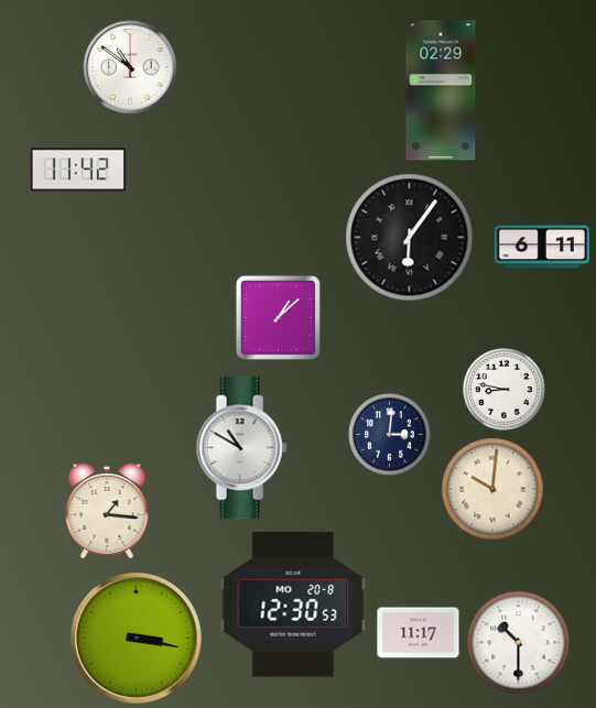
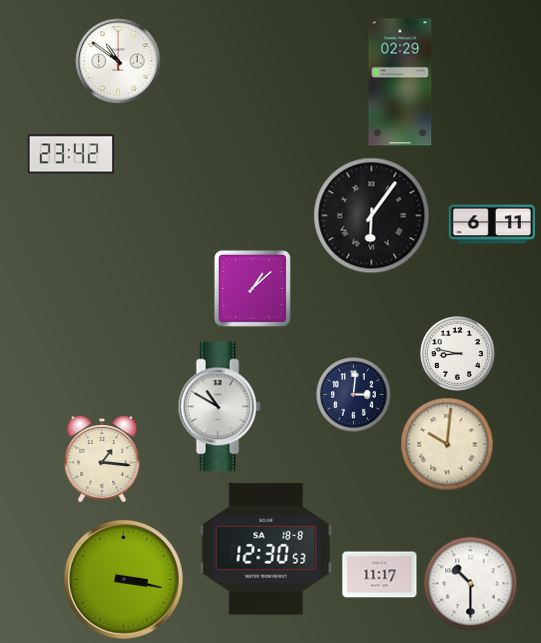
clock at (77, 170): 11:42 -> 23:42
clock at (107, 512) position: (107, 512) -> (102, 460)
clock at (293, 604) date: MO 20-8 -> SA 18-8
